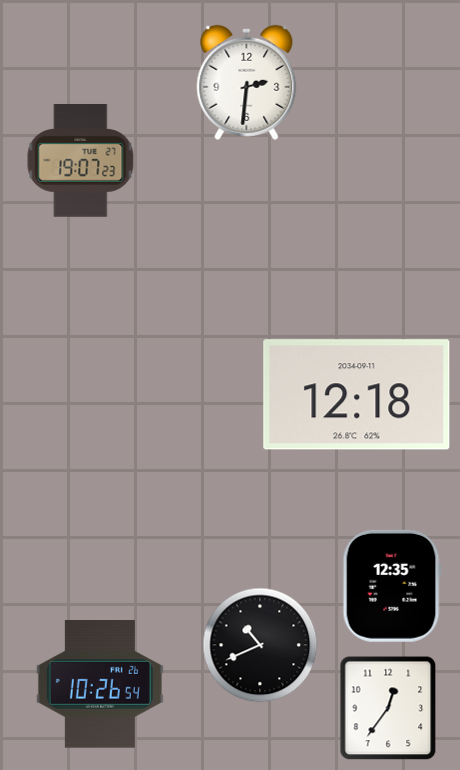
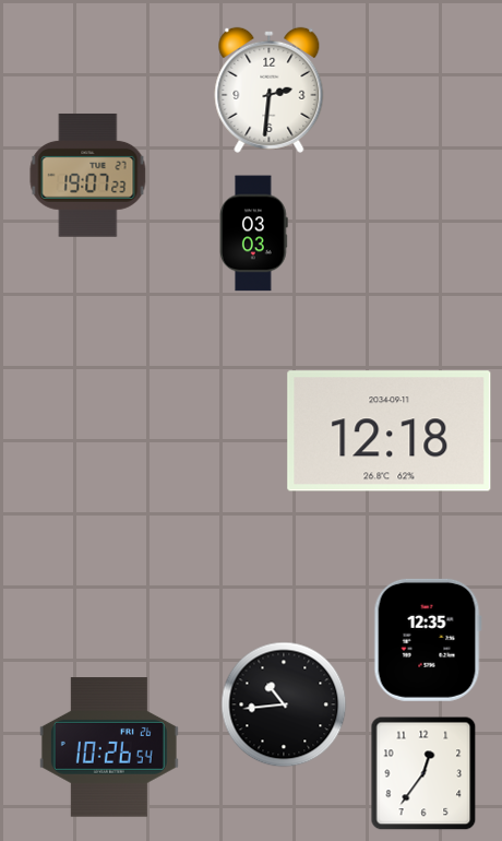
clock at (254, 234): none -> 03:03
clock at (260, 645): 10:41 -> 10:44
